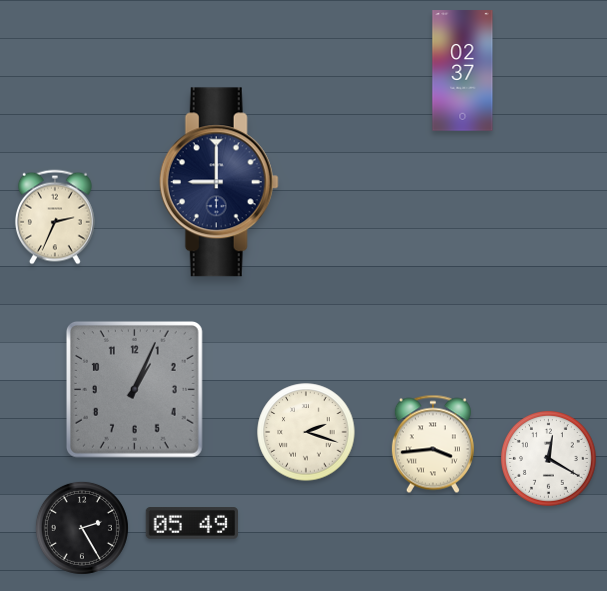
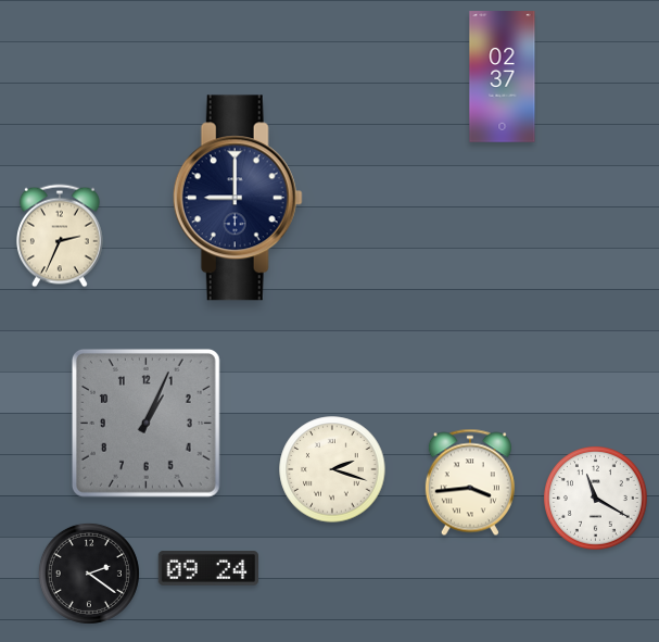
clock at (549, 459): 12:20 -> 11:20
clock at (192, 523): 05:49 -> 09:24
clock at (82, 528): 2:25 -> 2:21
